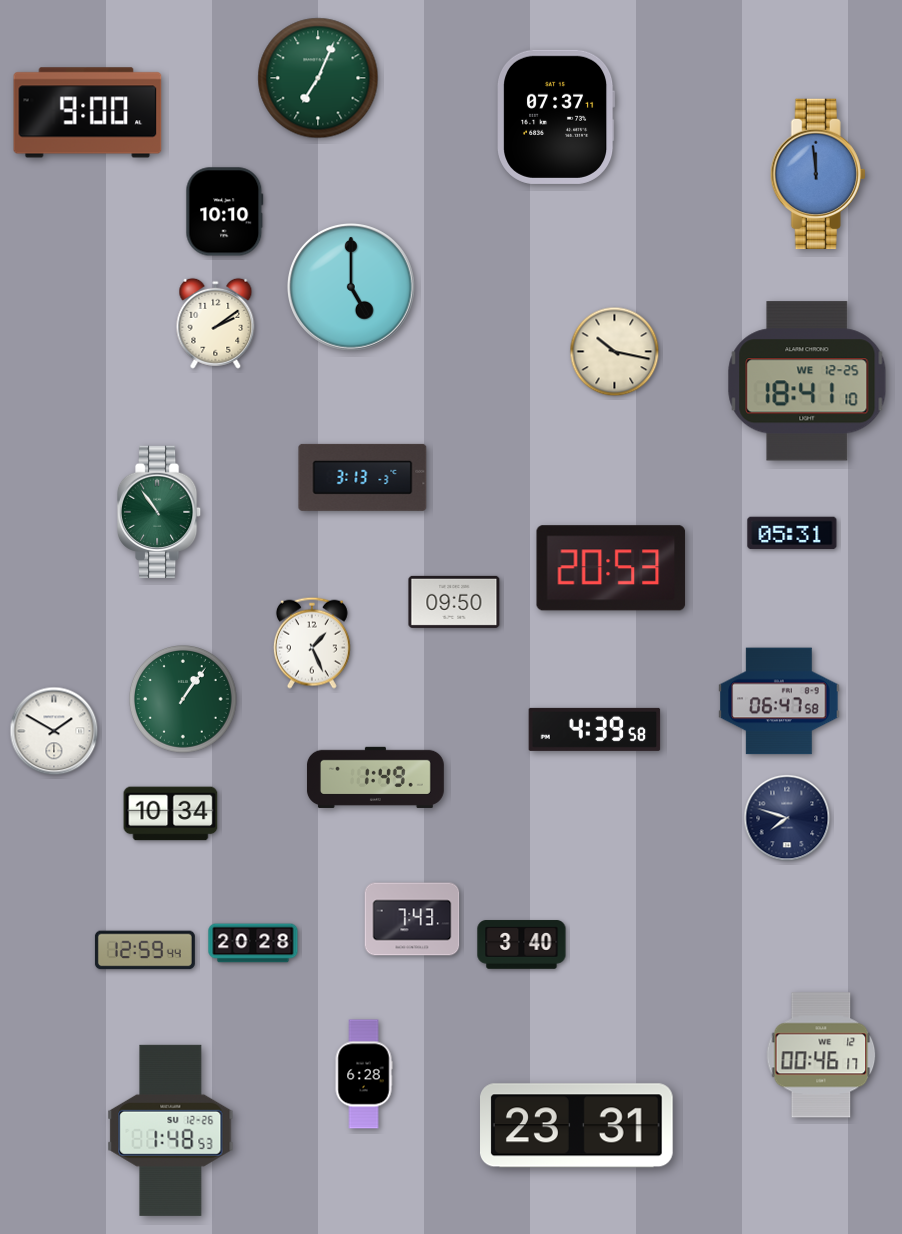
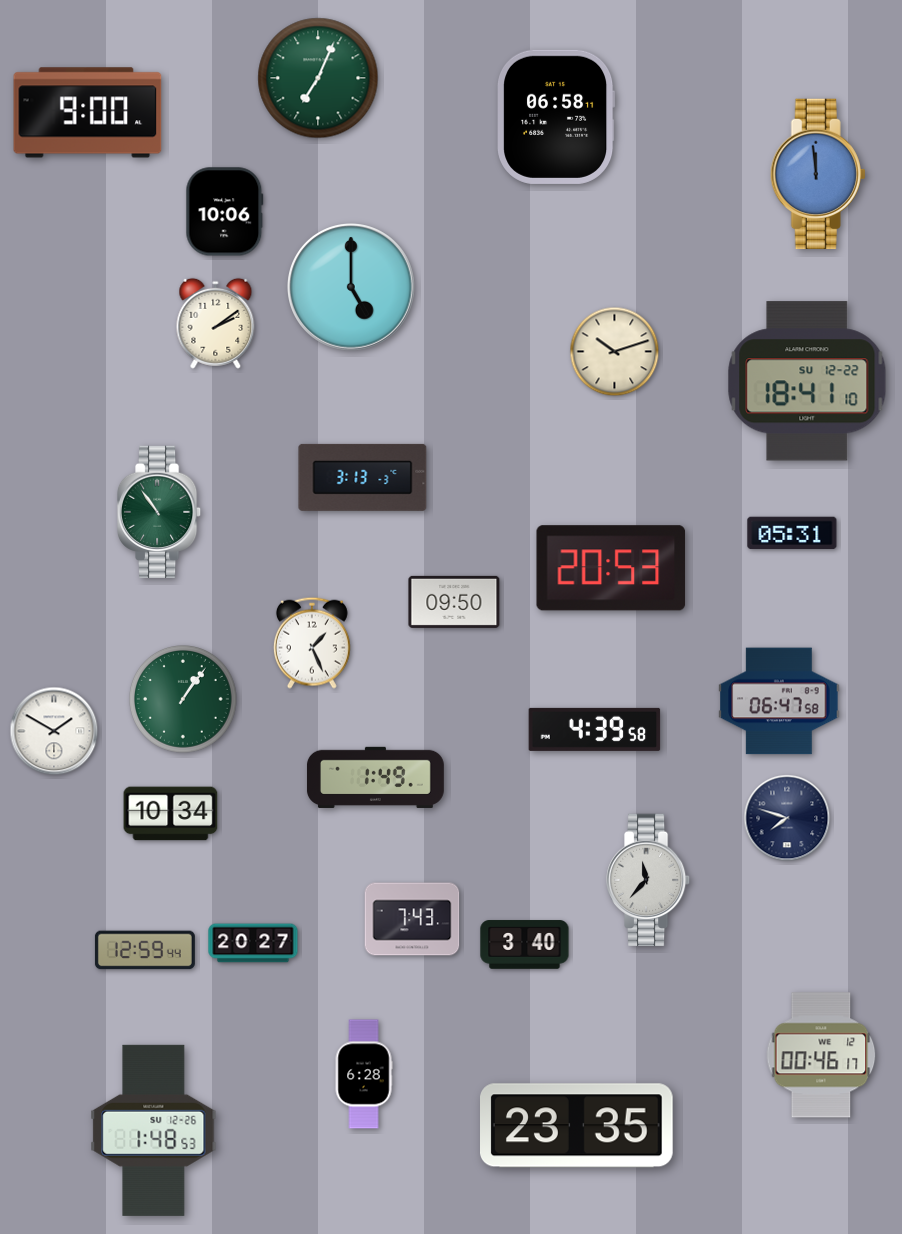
clock at (557, 117): 07:37 -> 06:58
clock at (225, 212): 10:10 -> 10:06
clock at (615, 352): 10:17 -> 10:12
clock at (807, 381) date: WE 12-25 -> SU 12-22
clock at (648, 880): none -> 11:37
clock at (253, 943): 20:28 -> 20:27
clock at (522, 945) position: (522, 945) -> (525, 945)
clock at (577, 1126): 23:31 -> 23:35
clock at (171, 1130) position: (171, 1130) -> (154, 1130)
